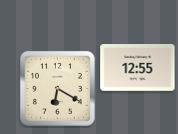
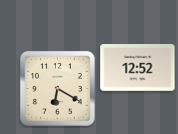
clock at (138, 68): 12:55 -> 12:52
